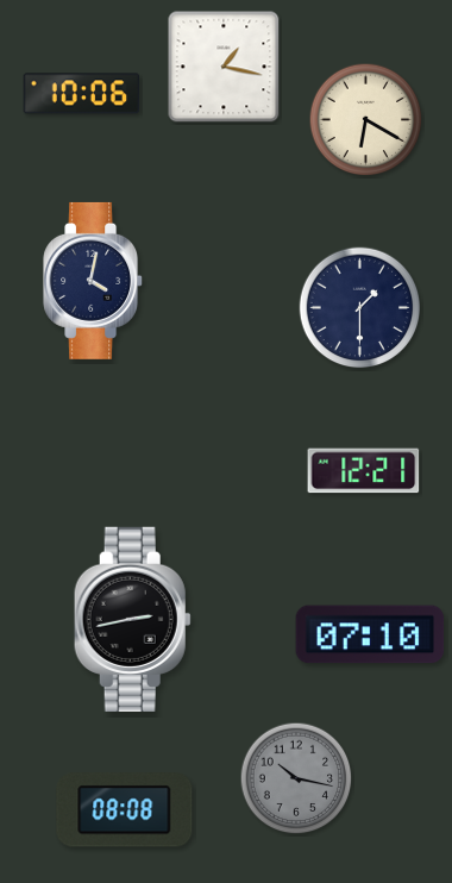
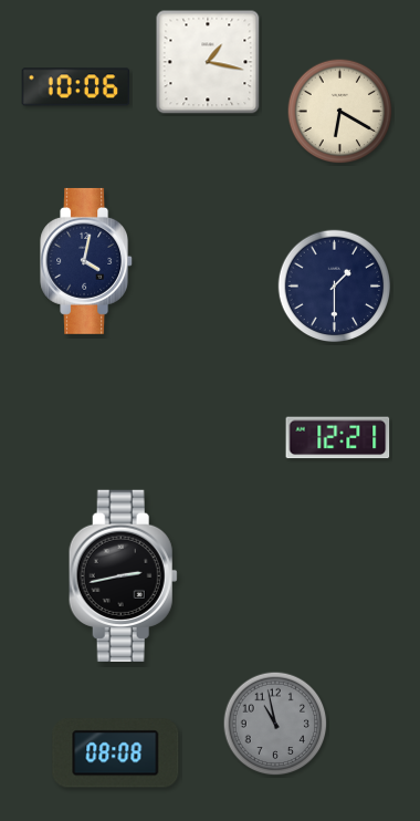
clock at (370, 634): 07:10 -> none
clock at (296, 778): 10:17 -> 10:58
